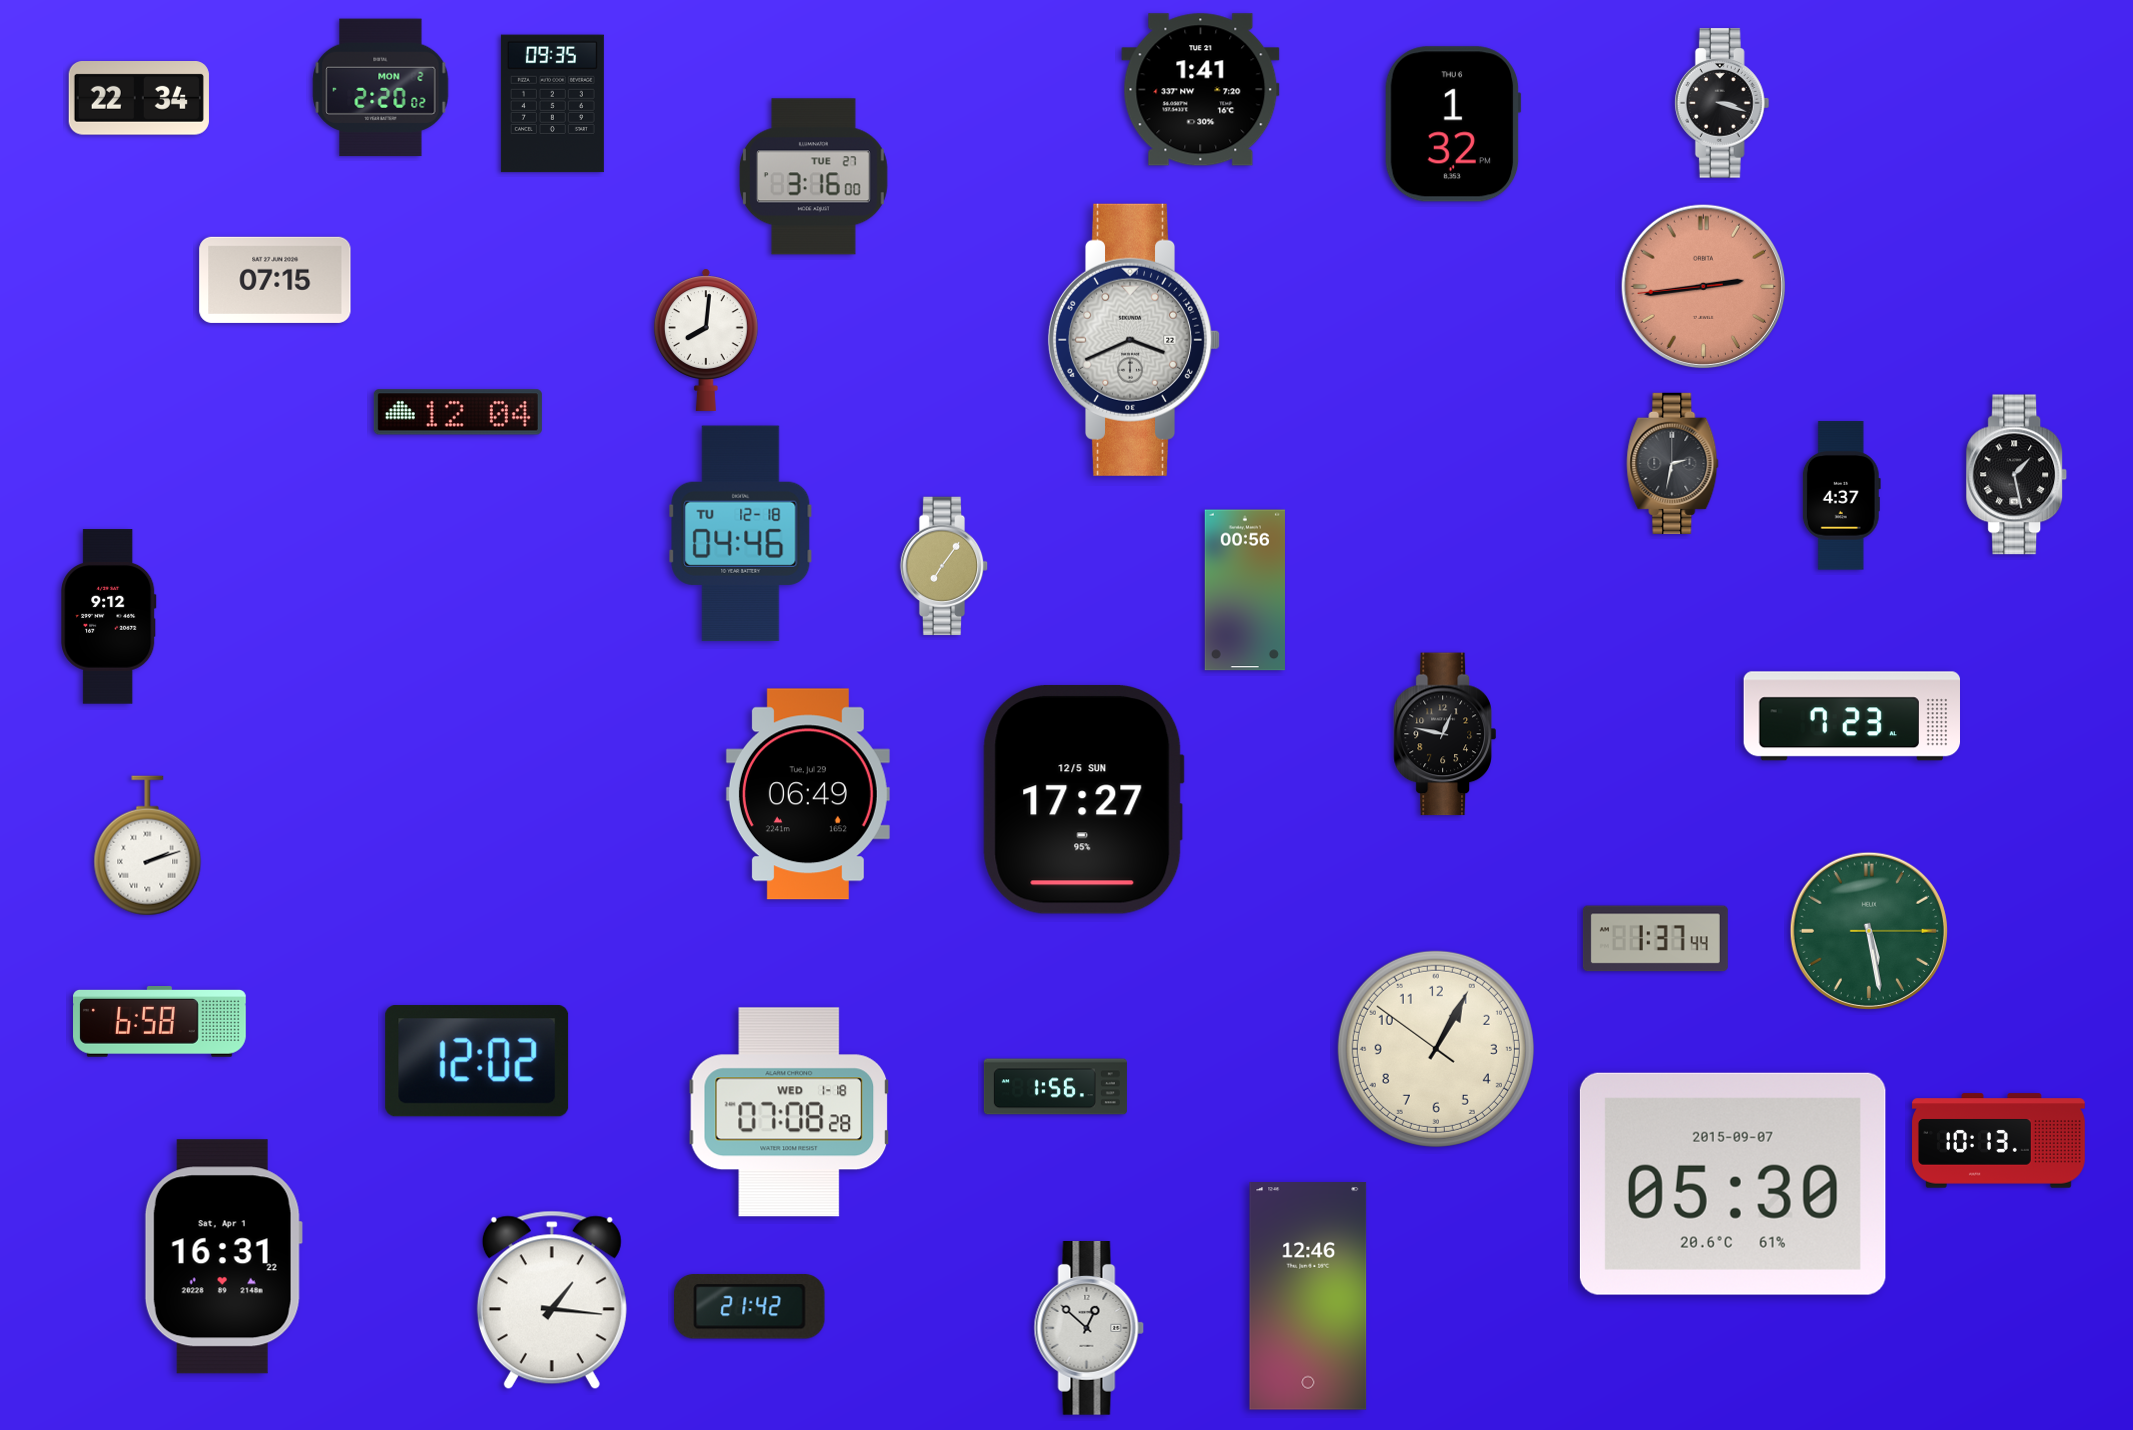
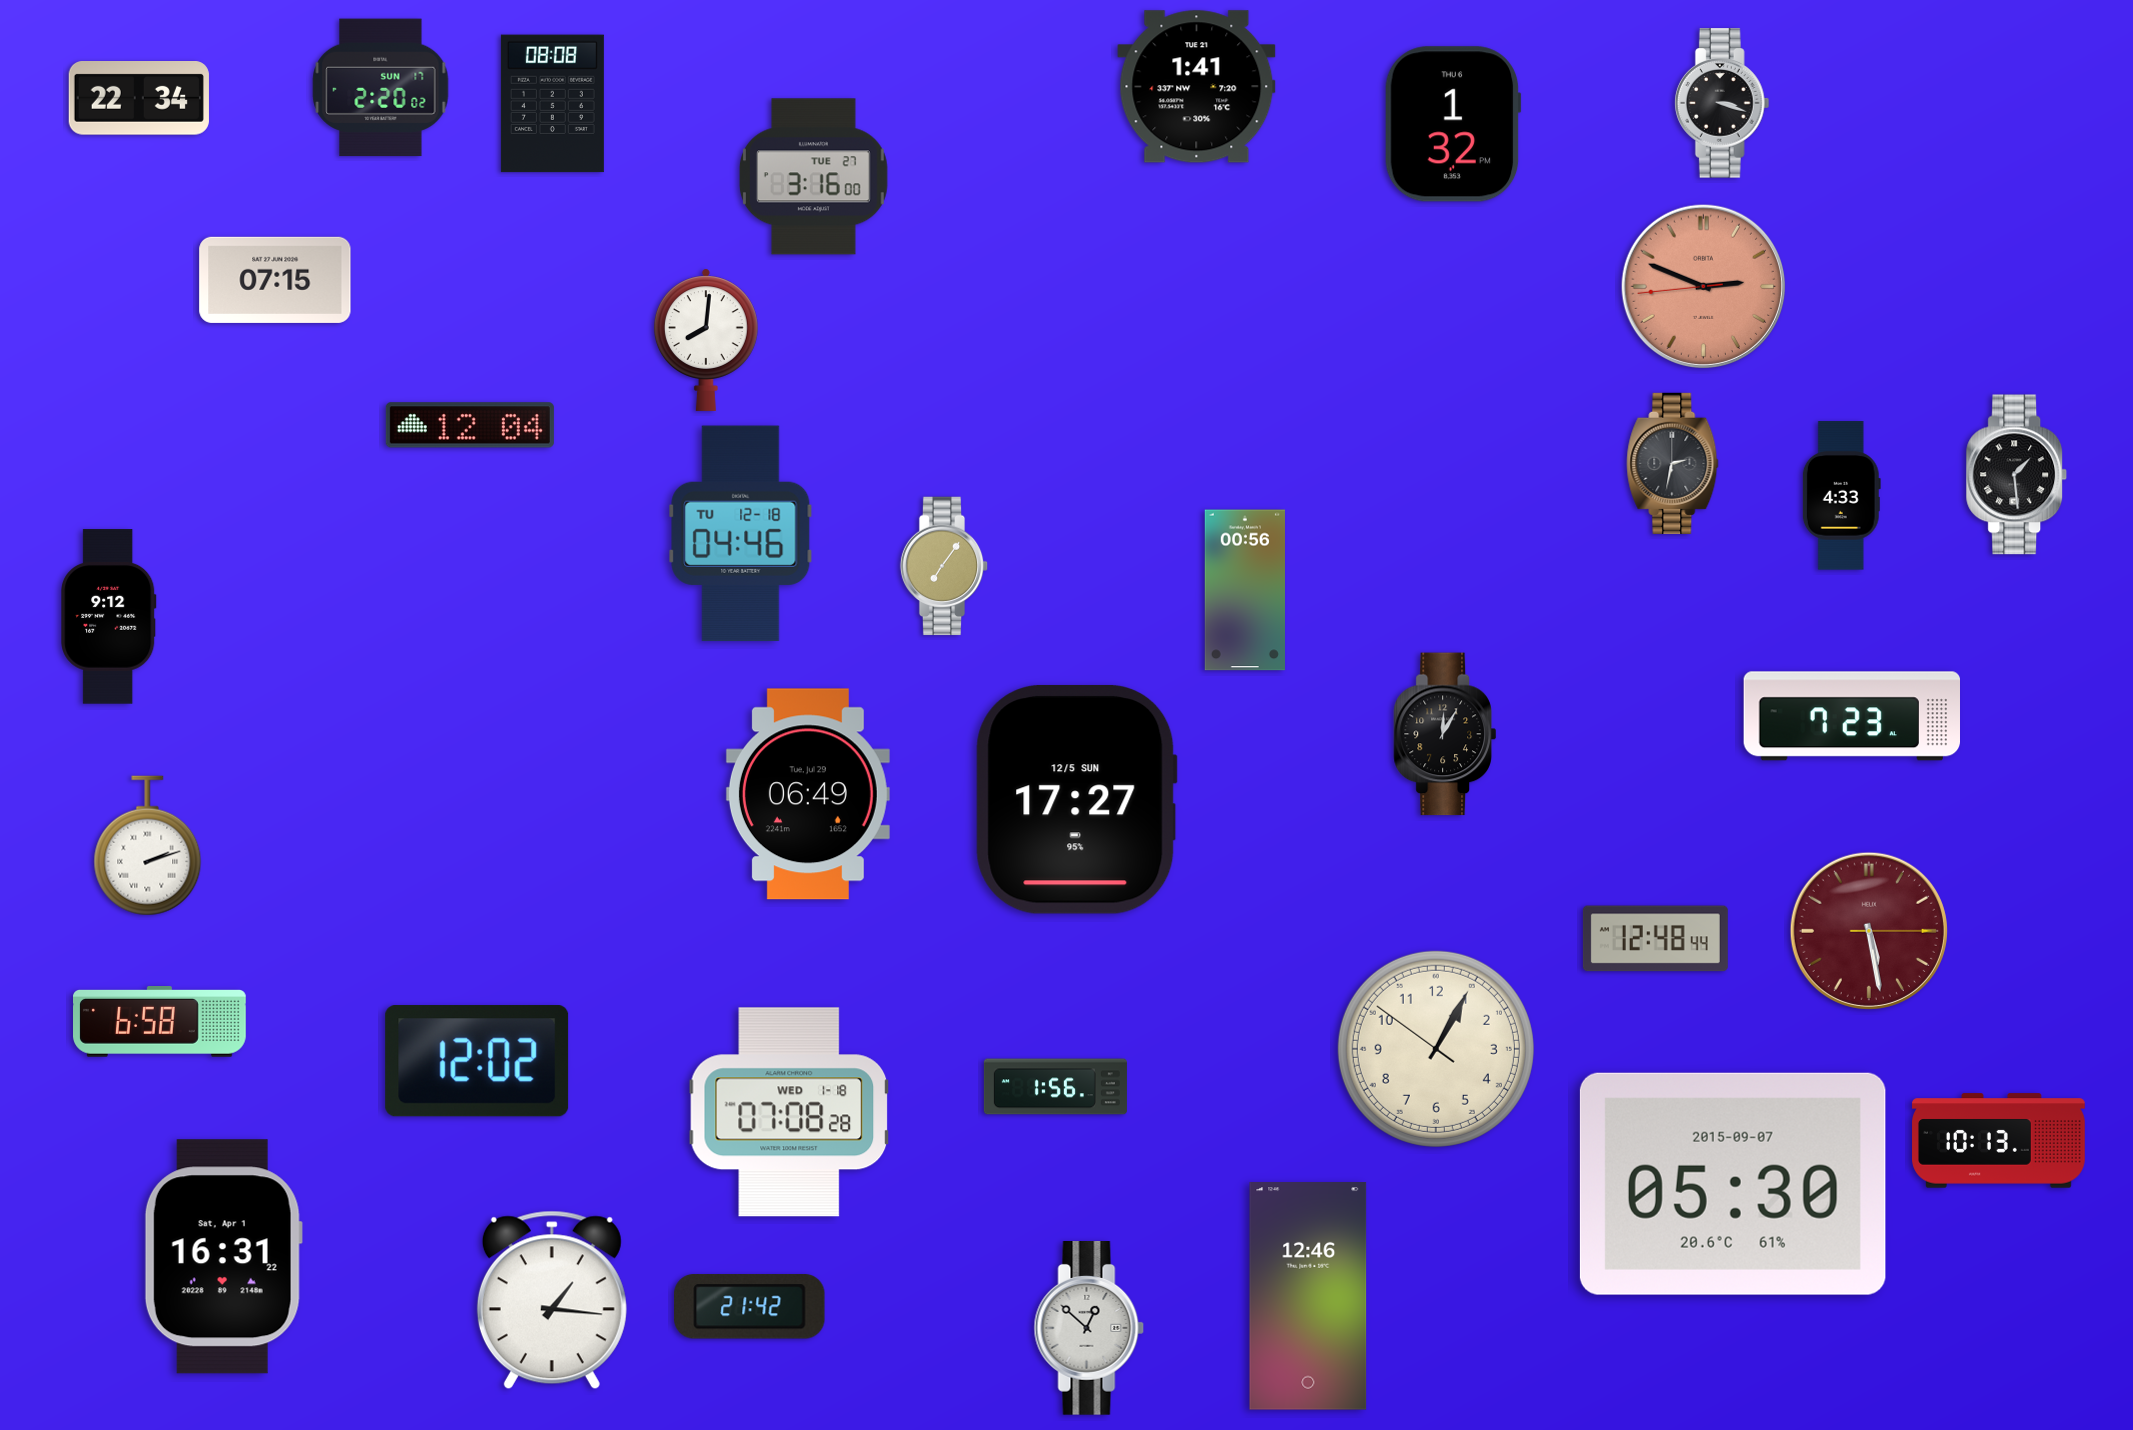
clock at (381, 88) date: MON 2 -> SUN 17
clock at (1201, 90) position: (1201, 90) -> (1197, 87)
clock at (552, 104): 09:35 -> 08:08
clock at (1703, 286): 2:43 -> 2:48
clock at (1134, 340): 3:41 -> none
clock at (458, 412) position: (458, 412) -> (470, 425)
clock at (2017, 475): 1:28 -> 1:29
clock at (1841, 496): 4:37 -> 4:33
clock at (1445, 734): 12:47 -> 12:05
clock at (1083, 799) position: (1083, 799) -> (1076, 799)
clock at (1869, 931) dial: green -> burgundy
clock at (1655, 939): 1:37 -> 12:48
